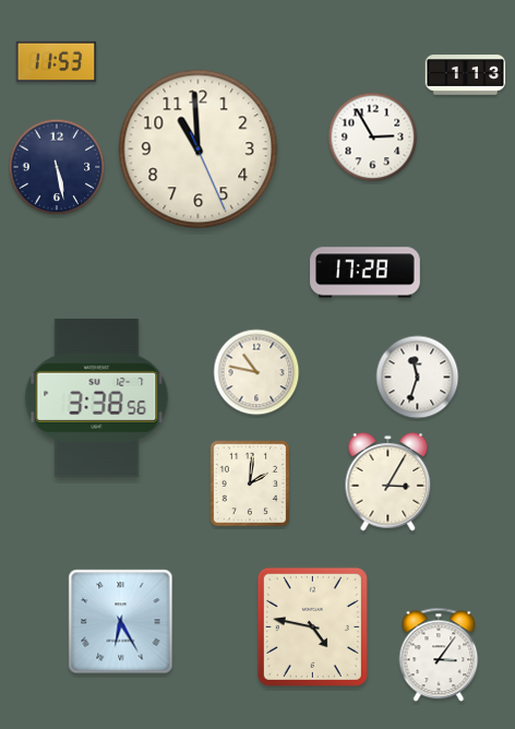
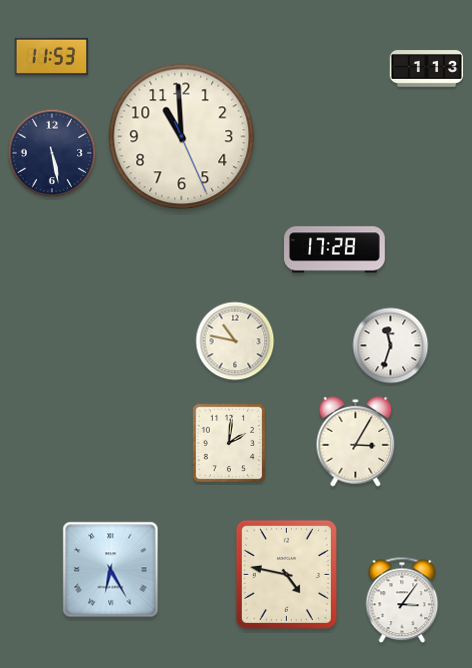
clock at (373, 138): 2:55 -> none
clock at (418, 378) position: (418, 378) -> (391, 346)
clock at (97, 397): 3:38 -> none
